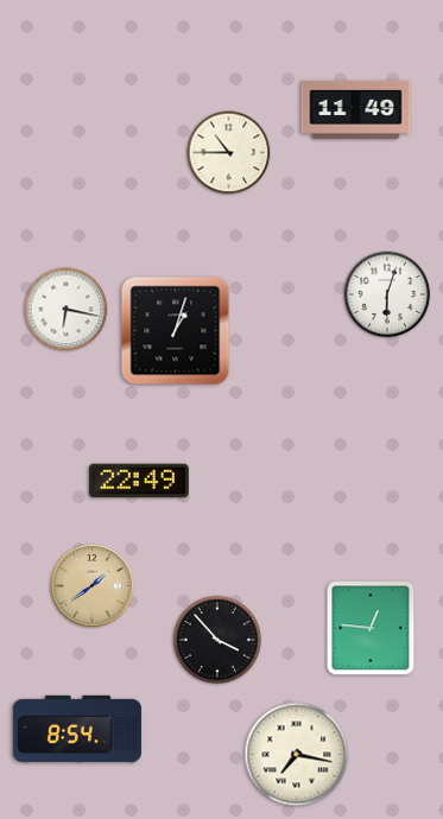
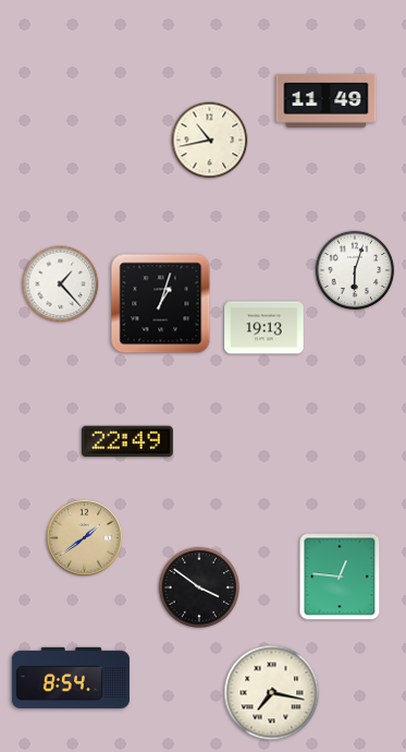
clock at (229, 153): 10:45 -> 10:43
clock at (67, 310): 6:17 -> 1:23
clock at (264, 328): none -> 19:13
clock at (217, 640): 3:53 -> 3:51
clock at (77, 729) position: (77, 729) -> (71, 678)
